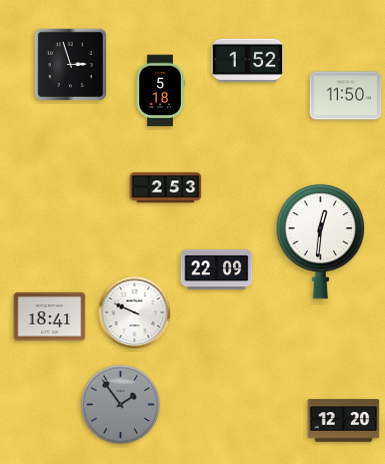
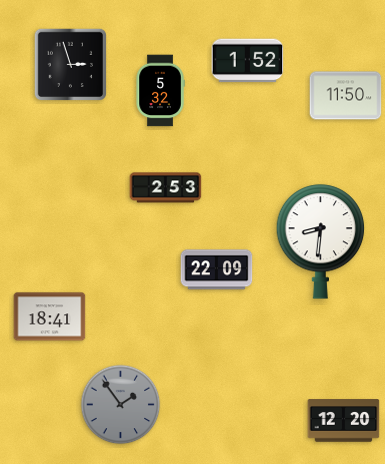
clock at (160, 91): 5:18 -> 5:32
clock at (321, 242): 12:31 -> 8:31
clock at (135, 313): 9:49 -> none
